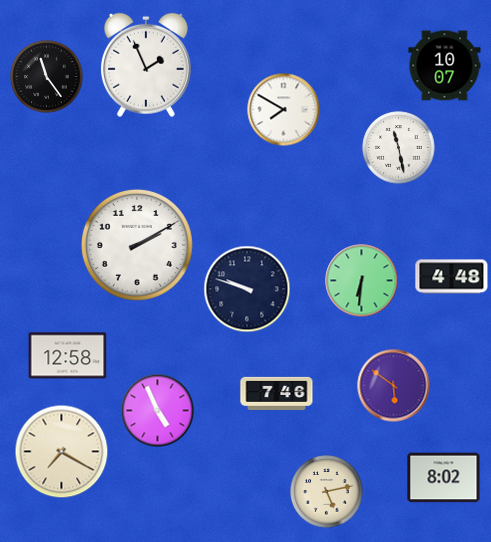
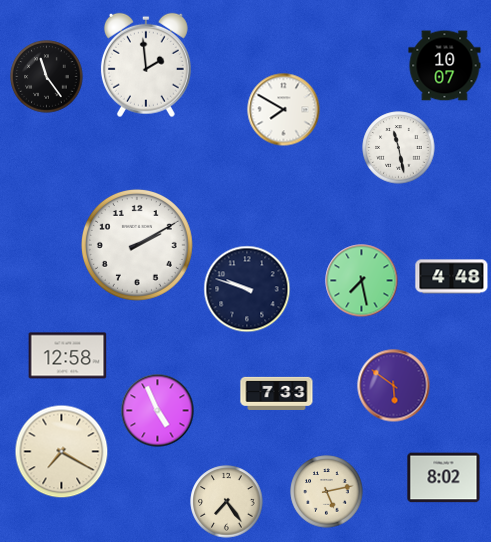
clock at (146, 65): 1:56 -> 1:59
clock at (362, 281): 6:31 -> 7:28
clock at (277, 393): 7:46 -> 7:33
clock at (227, 502): none -> 7:24
